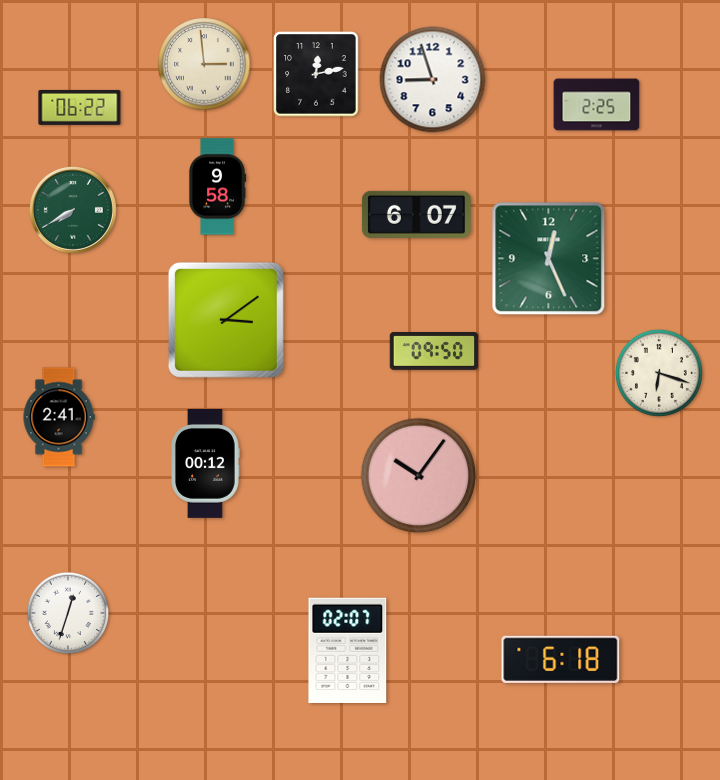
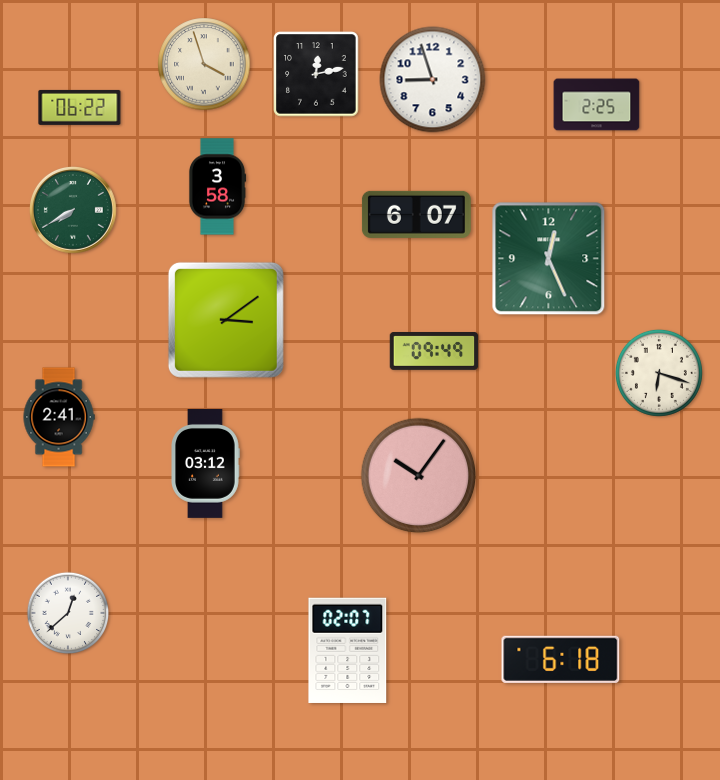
clock at (204, 64): 2:59 -> 3:57
clock at (217, 187): 9:58 -> 3:58
clock at (434, 352): 09:50 -> 09:49
clock at (205, 463): 00:12 -> 03:12
clock at (68, 613): 12:33 -> 12:38
